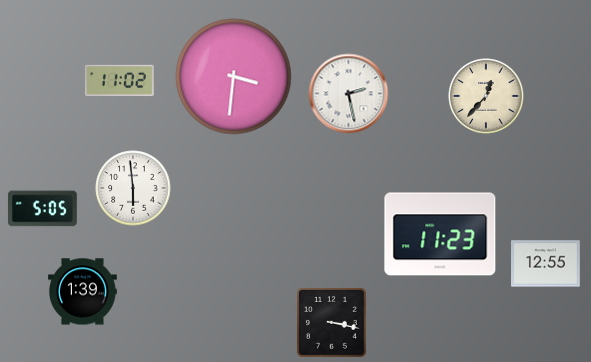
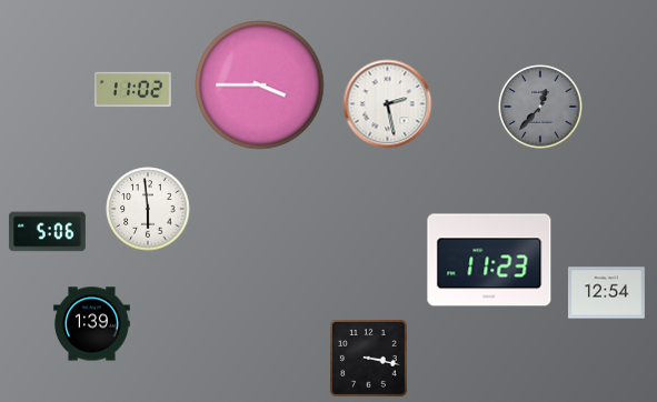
clock at (234, 77): 3:31 -> 3:45
clock at (486, 96) dial: cream -> grey
clock at (42, 209): 5:05 -> 5:06
clock at (546, 264): 12:55 -> 12:54
